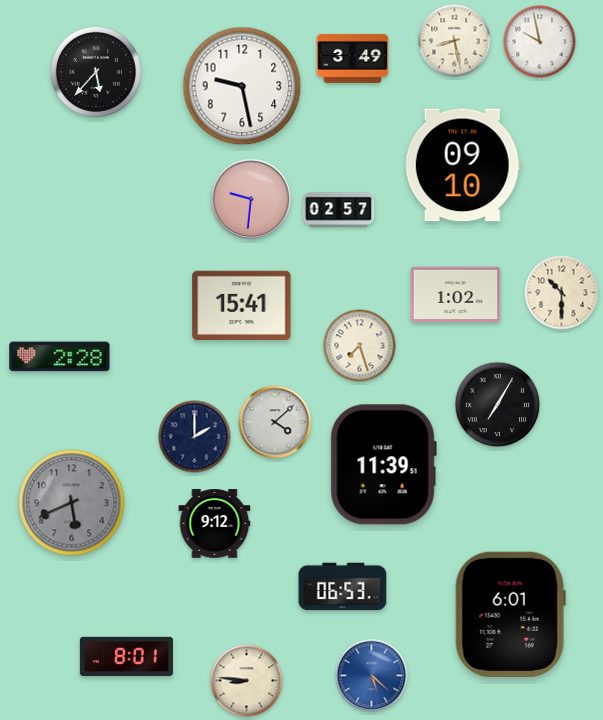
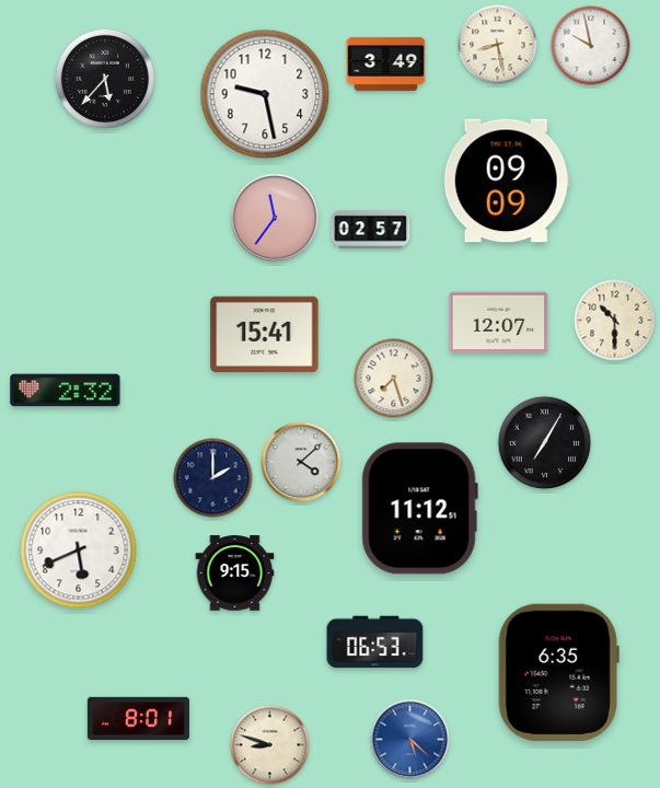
clock at (463, 165): 09:10 -> 09:09
clock at (251, 199): 9:31 -> 11:36
clock at (456, 295): 1:02 -> 12:07
clock at (60, 357): 2:28 -> 2:32
clock at (383, 465): 11:39 -> 11:12
clock at (72, 503) dial: grey -> white
clock at (215, 524): 9:12 -> 9:15
clock at (510, 614): 6:01 -> 6:35
clock at (372, 676) position: (372, 676) -> (410, 740)
clock at (247, 681): 8:46 -> 8:48
